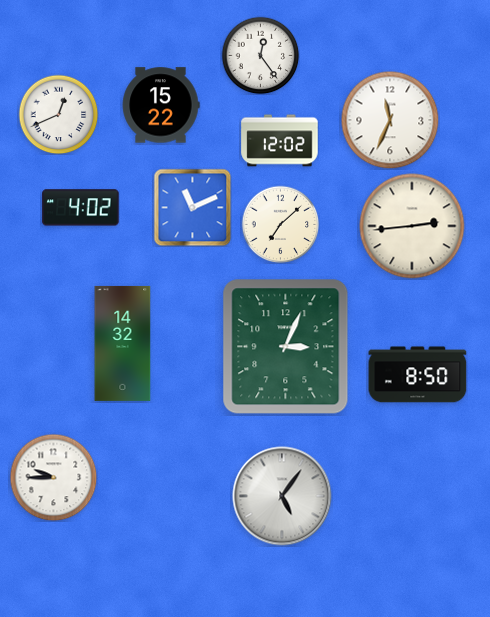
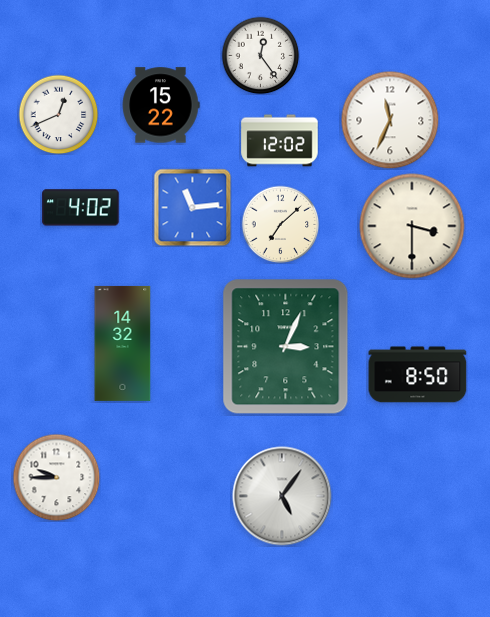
clock at (192, 207): 11:11 -> 11:14
clock at (412, 226): 2:44 -> 3:30
clock at (53, 477) position: (53, 477) -> (56, 477)
